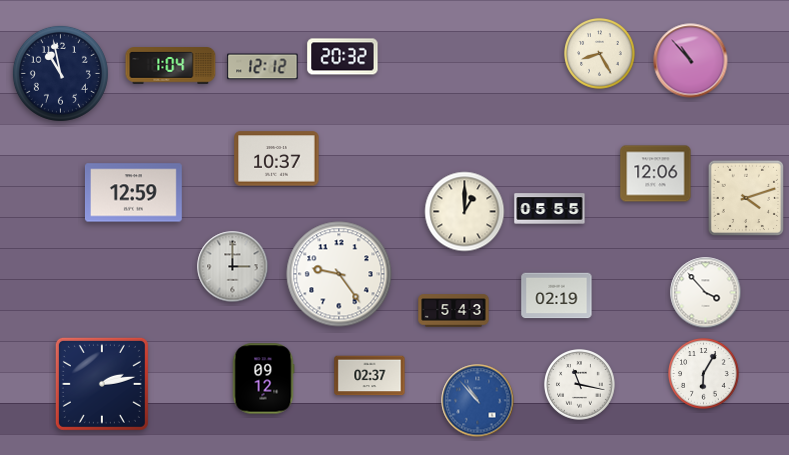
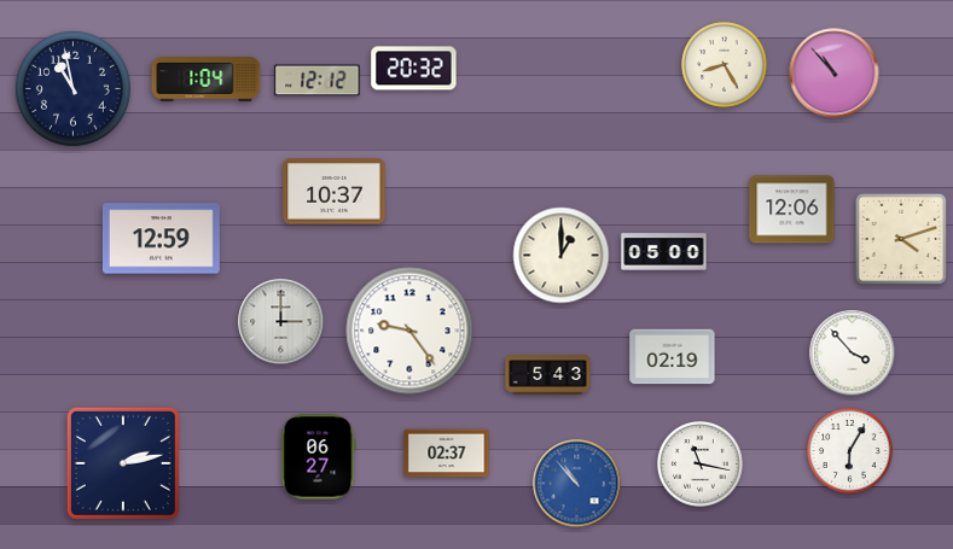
clock at (133, 193) position: (133, 193) -> (161, 239)
clock at (550, 209): 05:55 -> 05:00
clock at (263, 379): 09:12 -> 06:27
